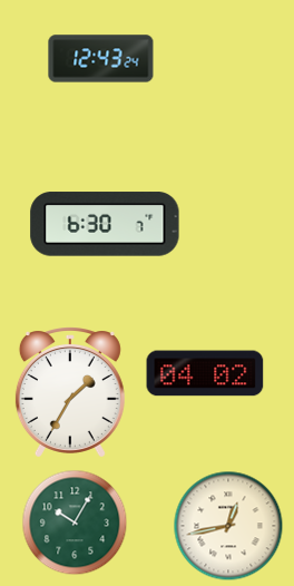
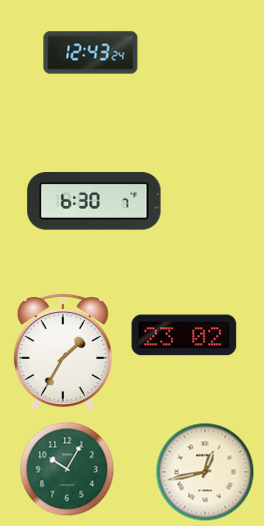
clock at (205, 373): 04:02 -> 23:02
